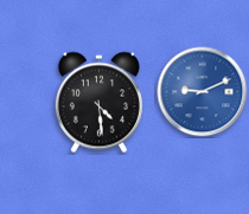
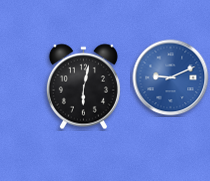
clock at (98, 103): 4:29 -> 6:02
